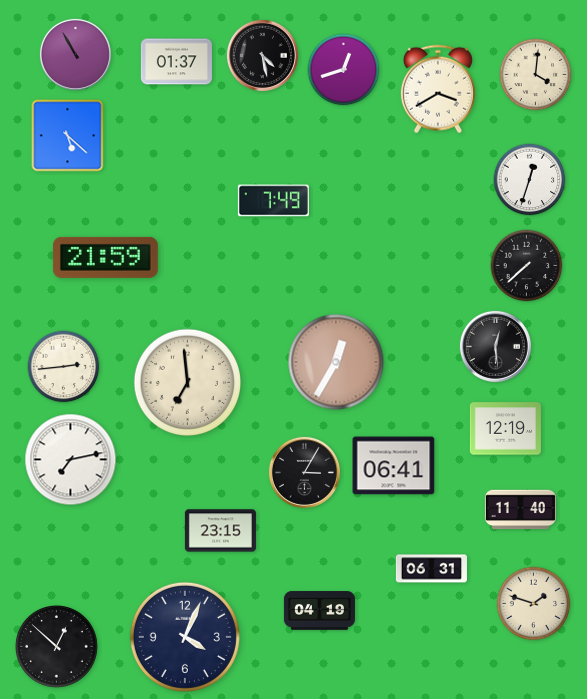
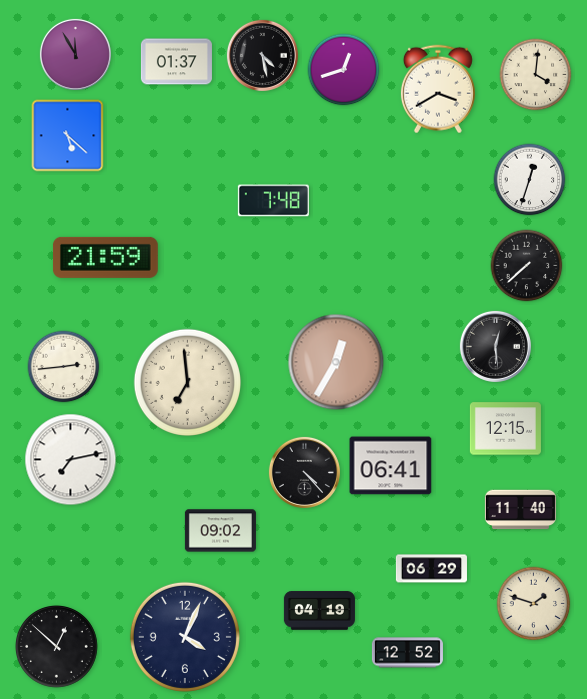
clock at (75, 54): 10:55 -> 11:55
clock at (273, 201): 7:49 -> 7:48
clock at (505, 429): 12:19 -> 12:15
clock at (394, 466) position: (394, 466) -> (391, 466)
clock at (304, 472): 3:05 -> 4:23
clock at (220, 531): 23:15 -> 09:02
clock at (431, 569): 06:31 -> 06:29
clock at (407, 653): none -> 12:52
